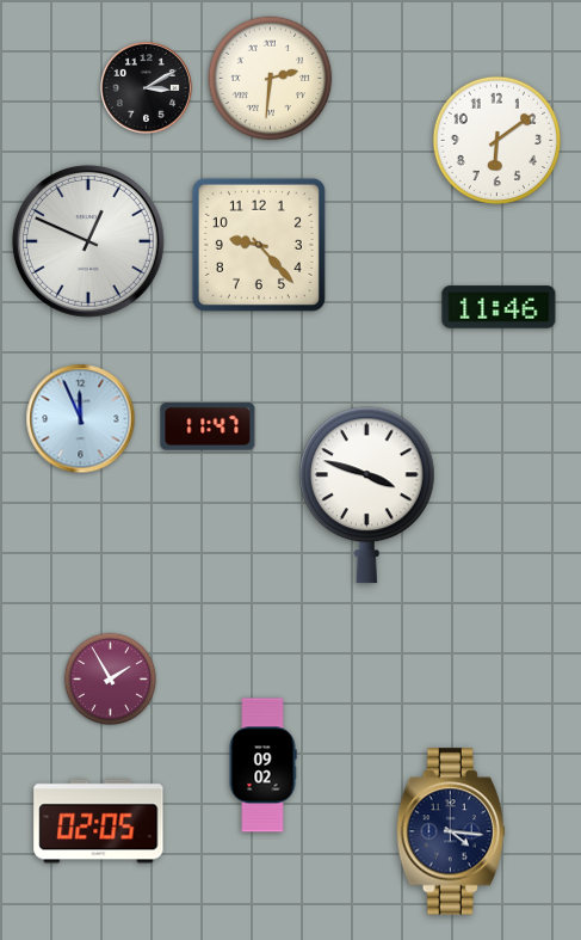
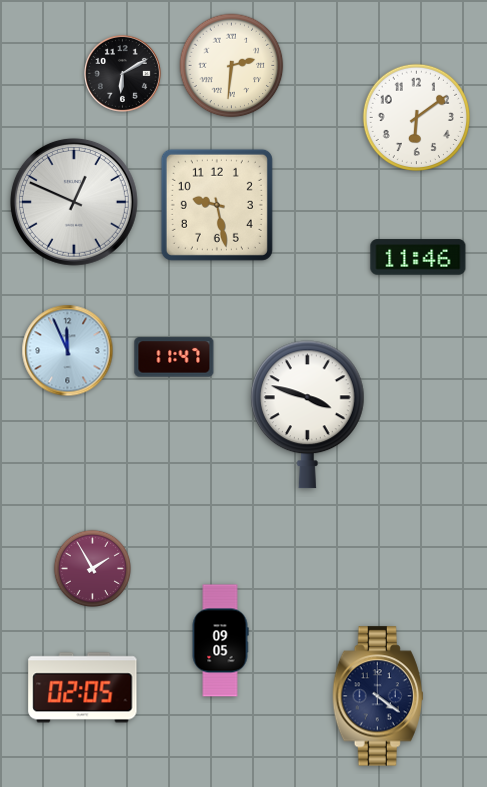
clock at (271, 79) position: (271, 79) -> (232, 66)
clock at (146, 87): 3:10 -> 6:10
clock at (259, 245): 9:23 -> 9:28
clock at (262, 766): 09:02 -> 09:05
clock at (451, 831): 4:16 -> 4:21
